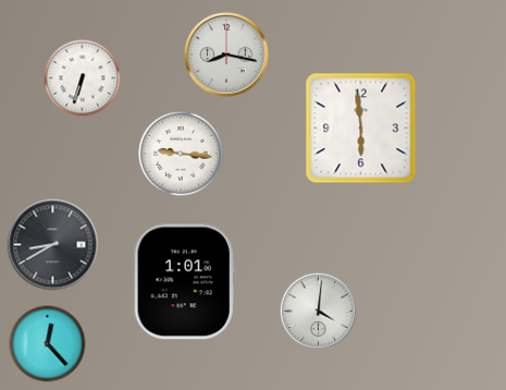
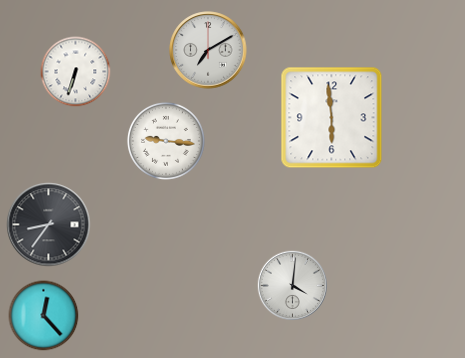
clock at (226, 54): 8:17 -> 7:10
clock at (53, 245): 8:40 -> 8:36
clock at (184, 282): 1:01 -> none
